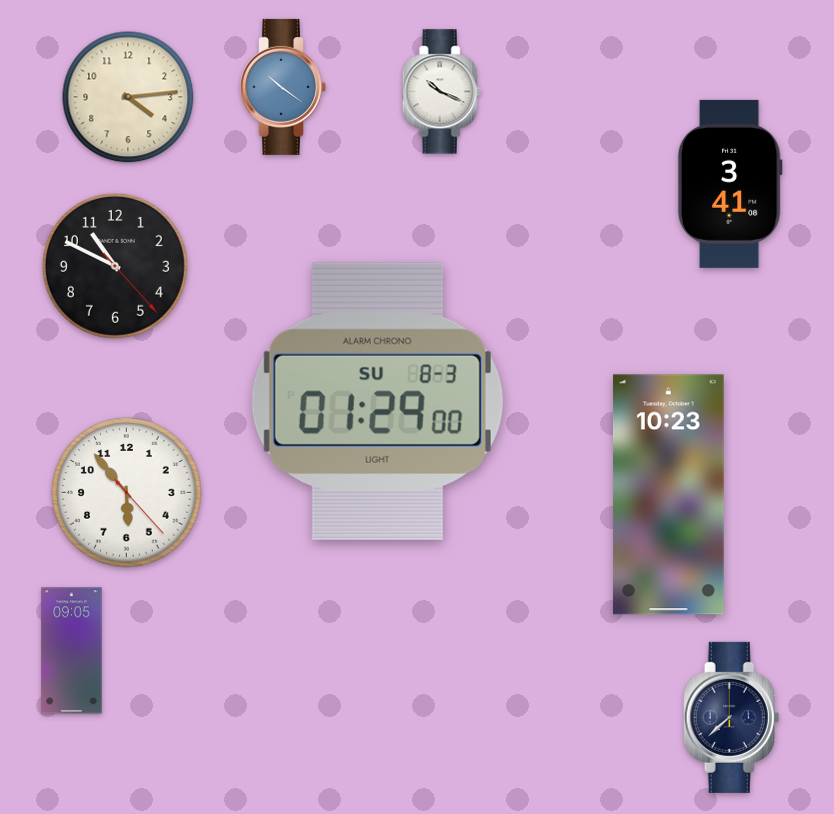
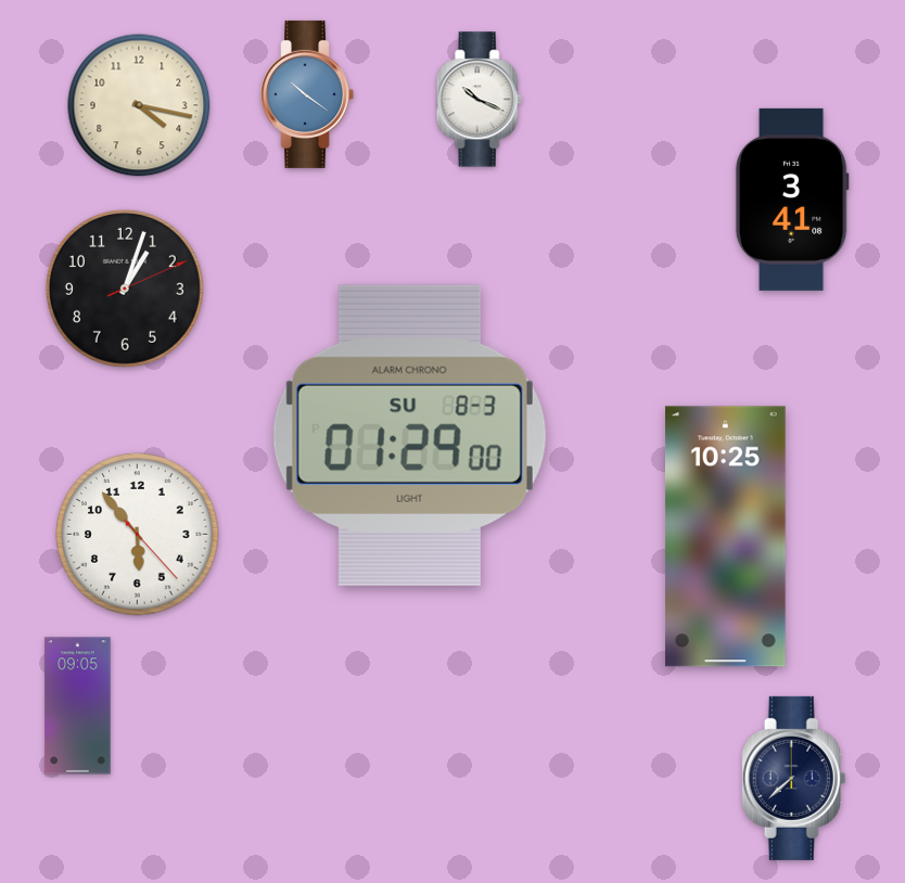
clock at (128, 97): 4:14 -> 4:17
clock at (115, 266): 10:49 -> 1:03
clock at (668, 495): 10:23 -> 10:25
